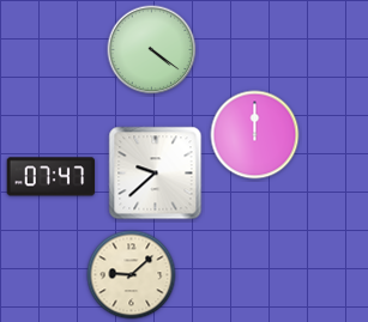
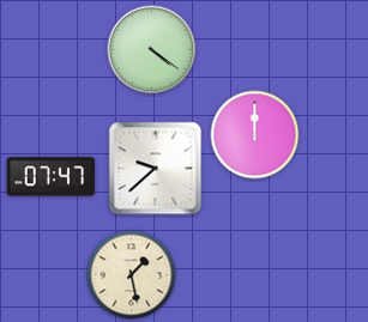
clock at (156, 174) position: (156, 174) -> (156, 169)
clock at (132, 275): 9:08 -> 1:28
